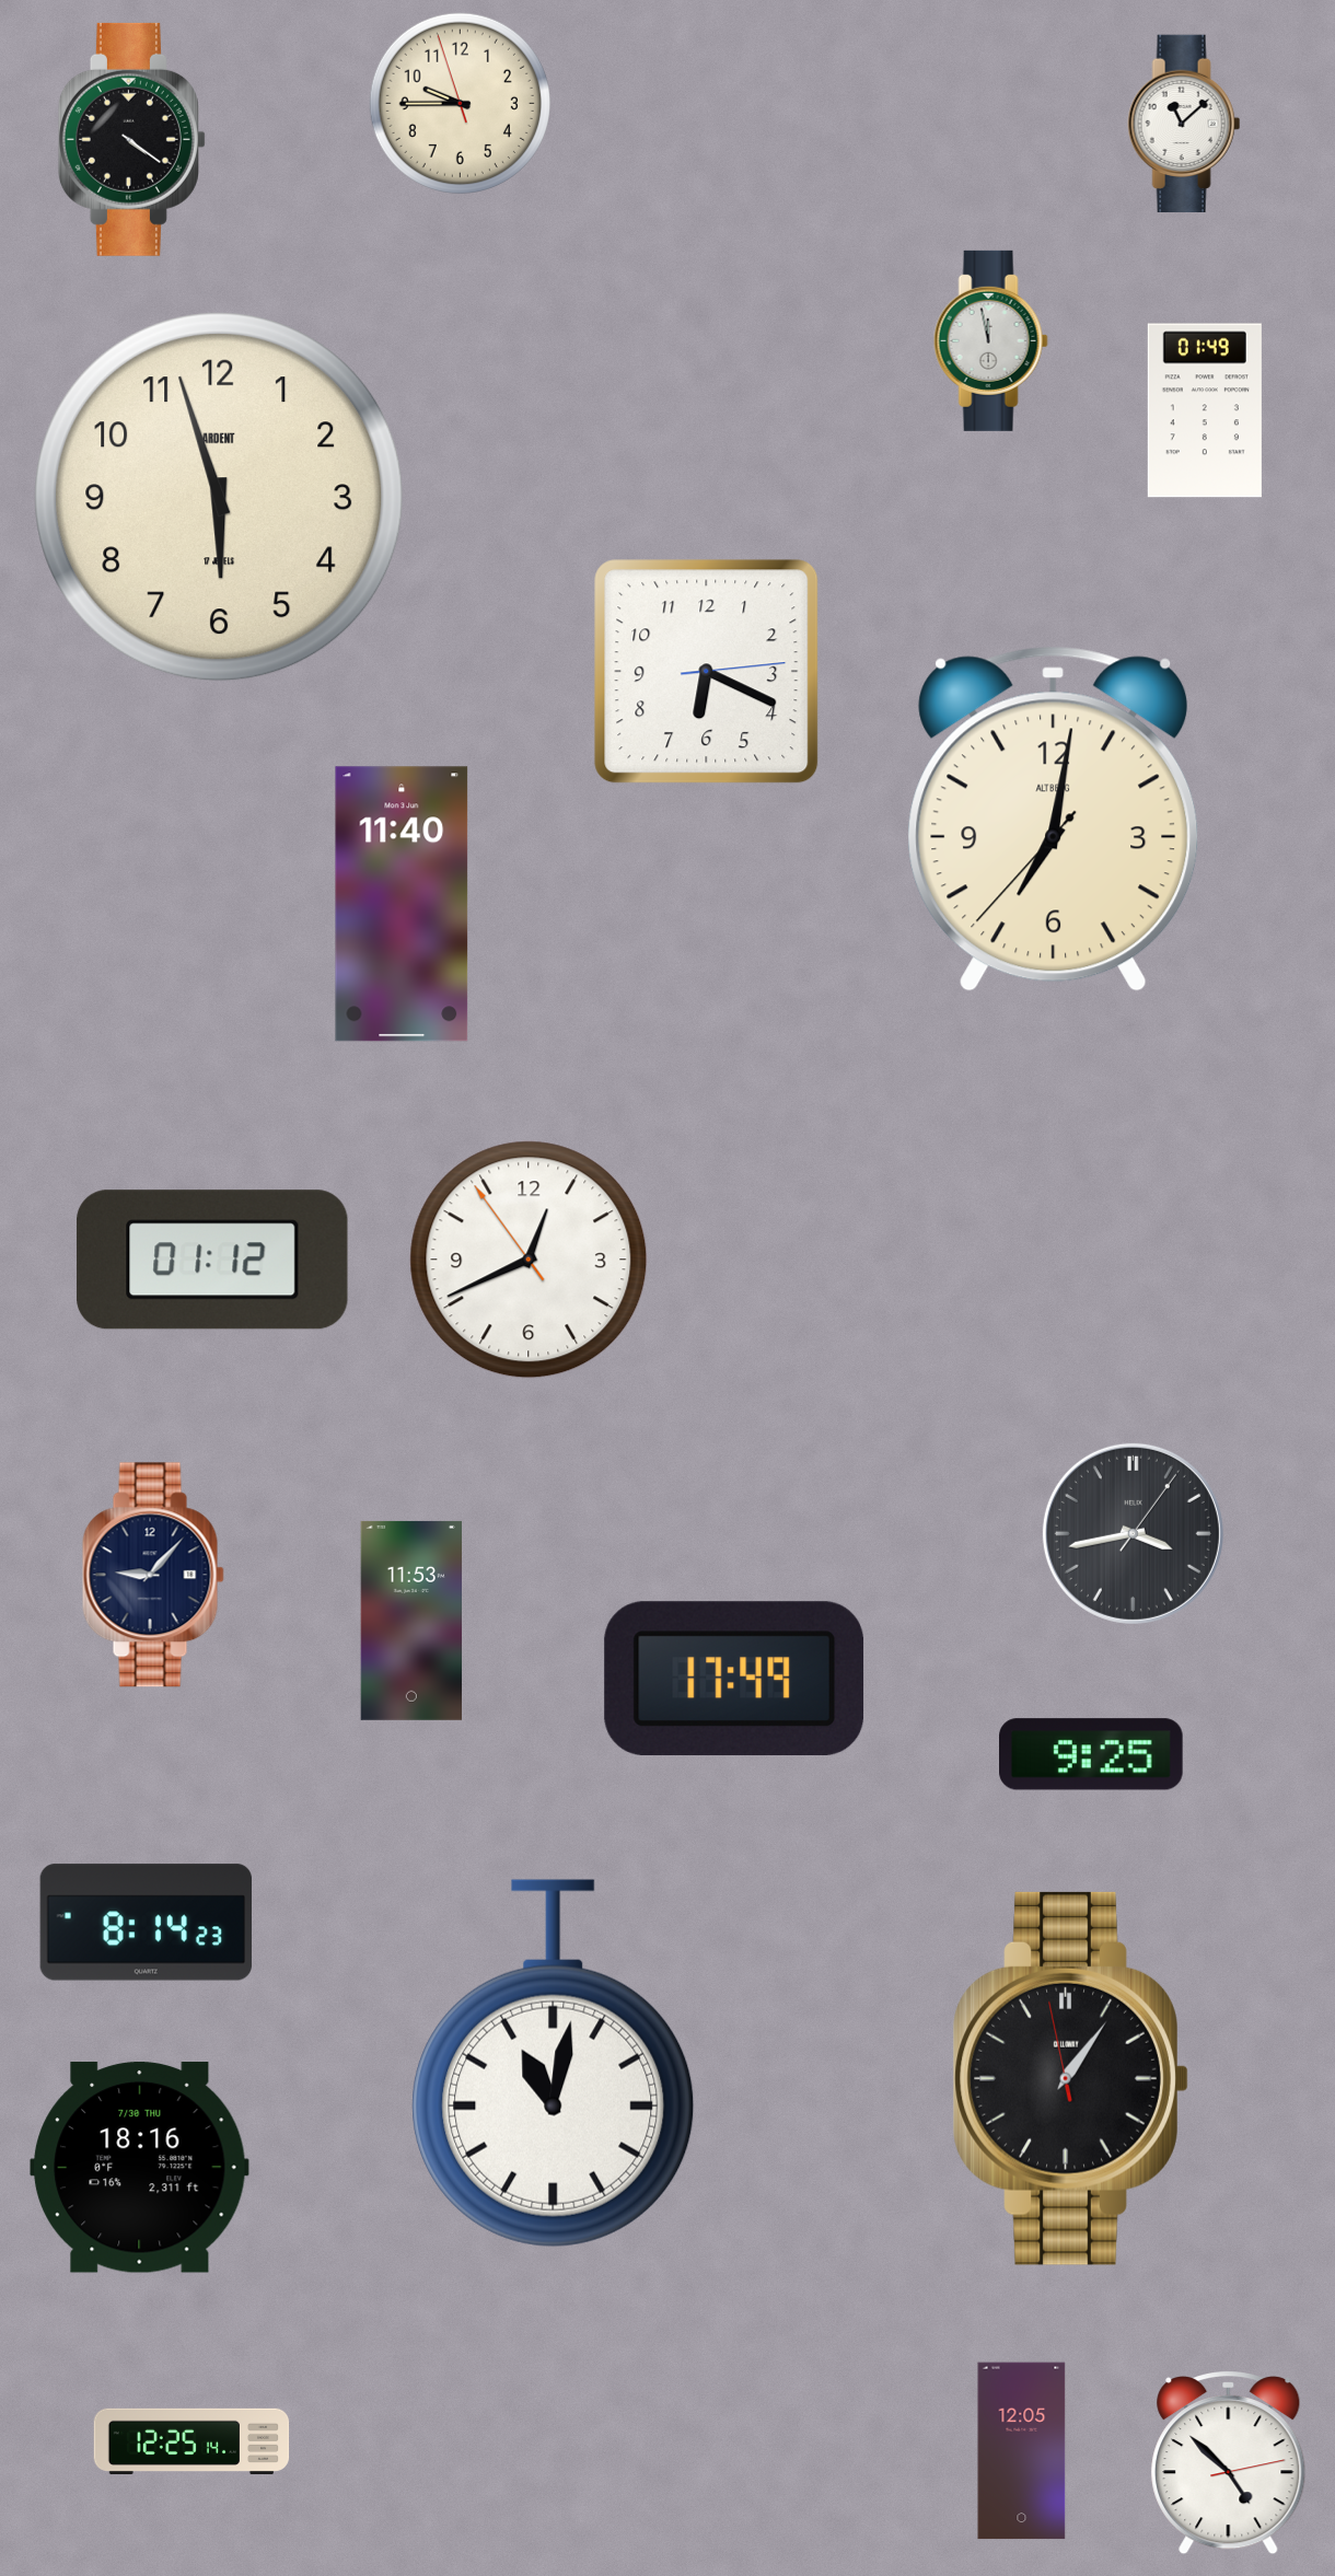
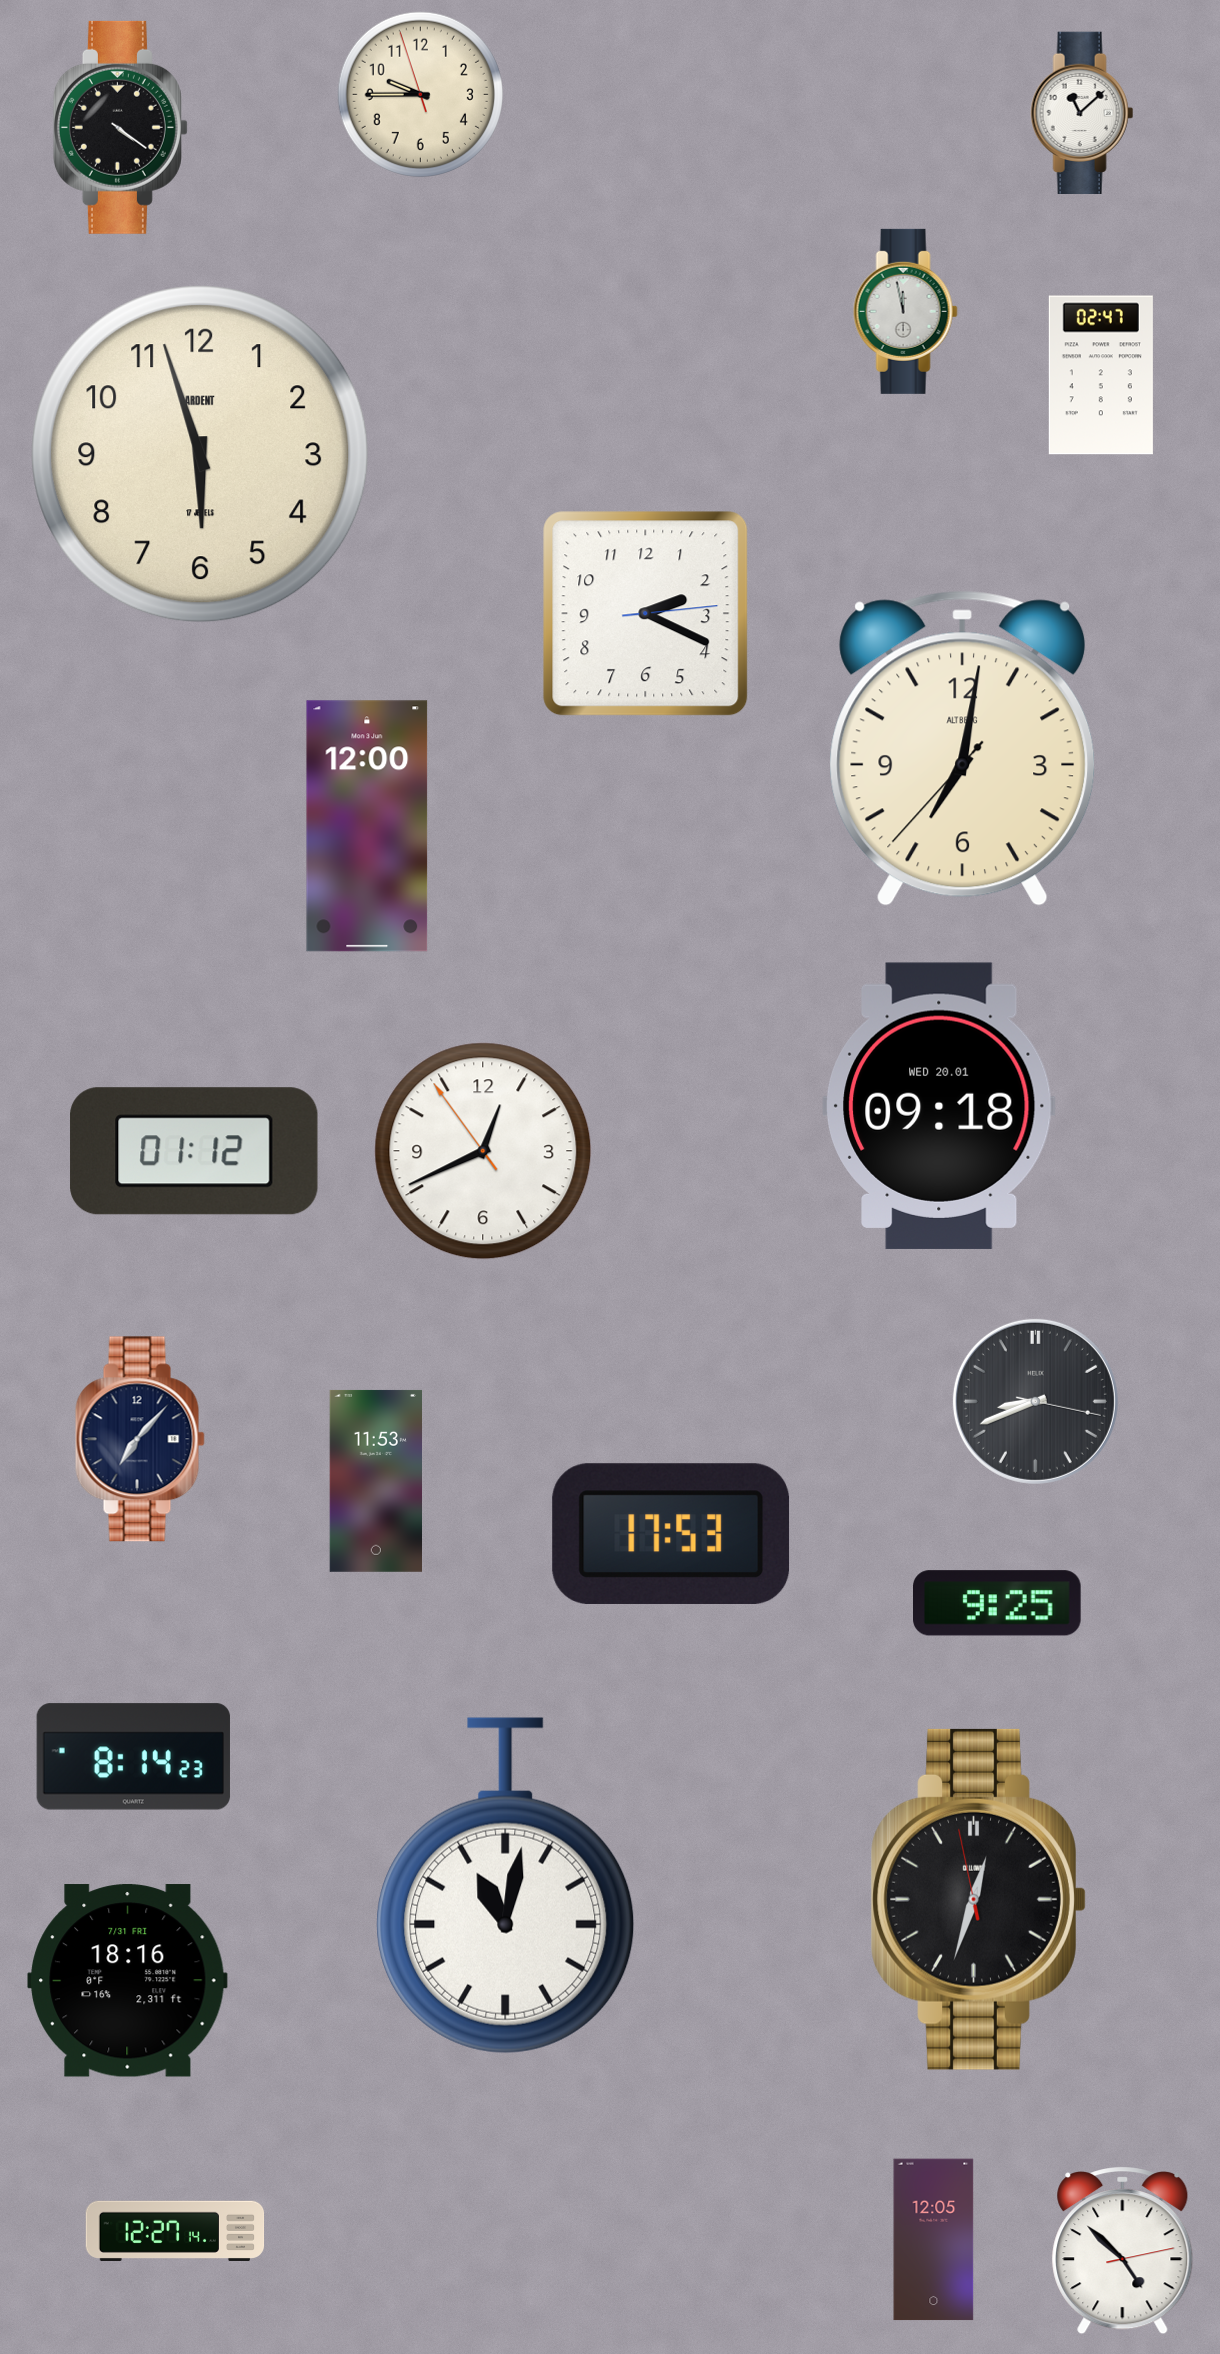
clock at (1205, 410): 01:49 -> 02:47
clock at (707, 672): 6:19 -> 2:19
clock at (402, 904): 11:40 -> 12:00
clock at (939, 1106): none -> 09:18
clock at (1133, 1533): 3:43 -> 8:41
clock at (153, 1575): 9:07 -> 7:07
clock at (734, 1679): 17:49 -> 17:53
clock at (1070, 2078): 1:05 -> 12:32
clock at (140, 2168) date: 7/30 THU -> 7/31 FRI
clock at (191, 2441): 12:25 -> 12:27
